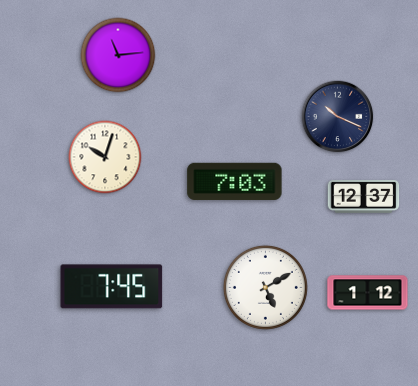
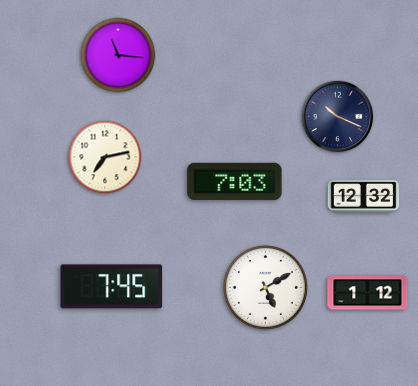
clock at (118, 55): 11:14 -> 11:16
clock at (105, 157): 10:03 -> 7:13
clock at (364, 197): 12:37 -> 12:32
